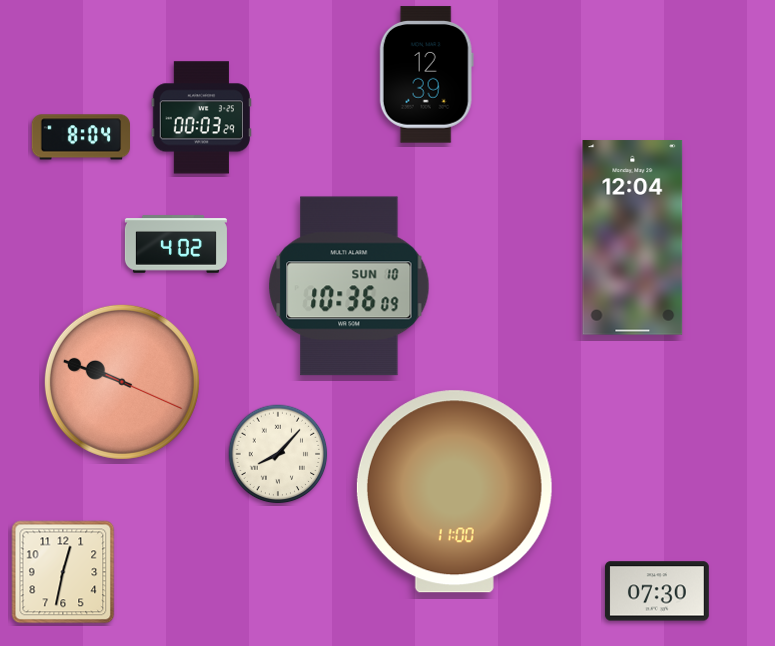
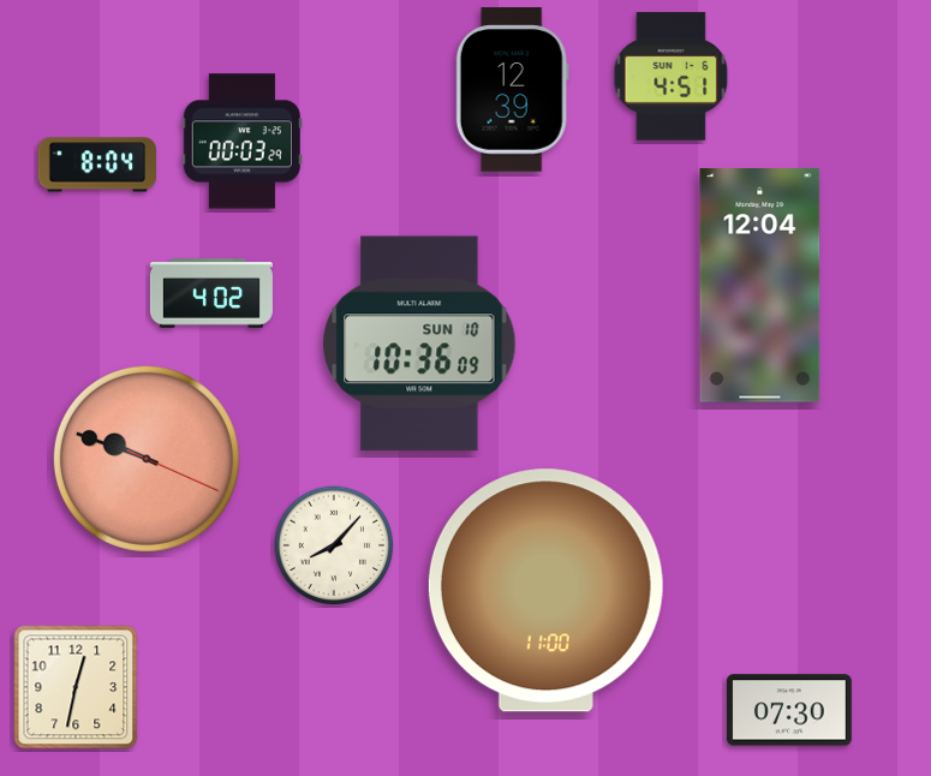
clock at (672, 77): none -> 4:51
